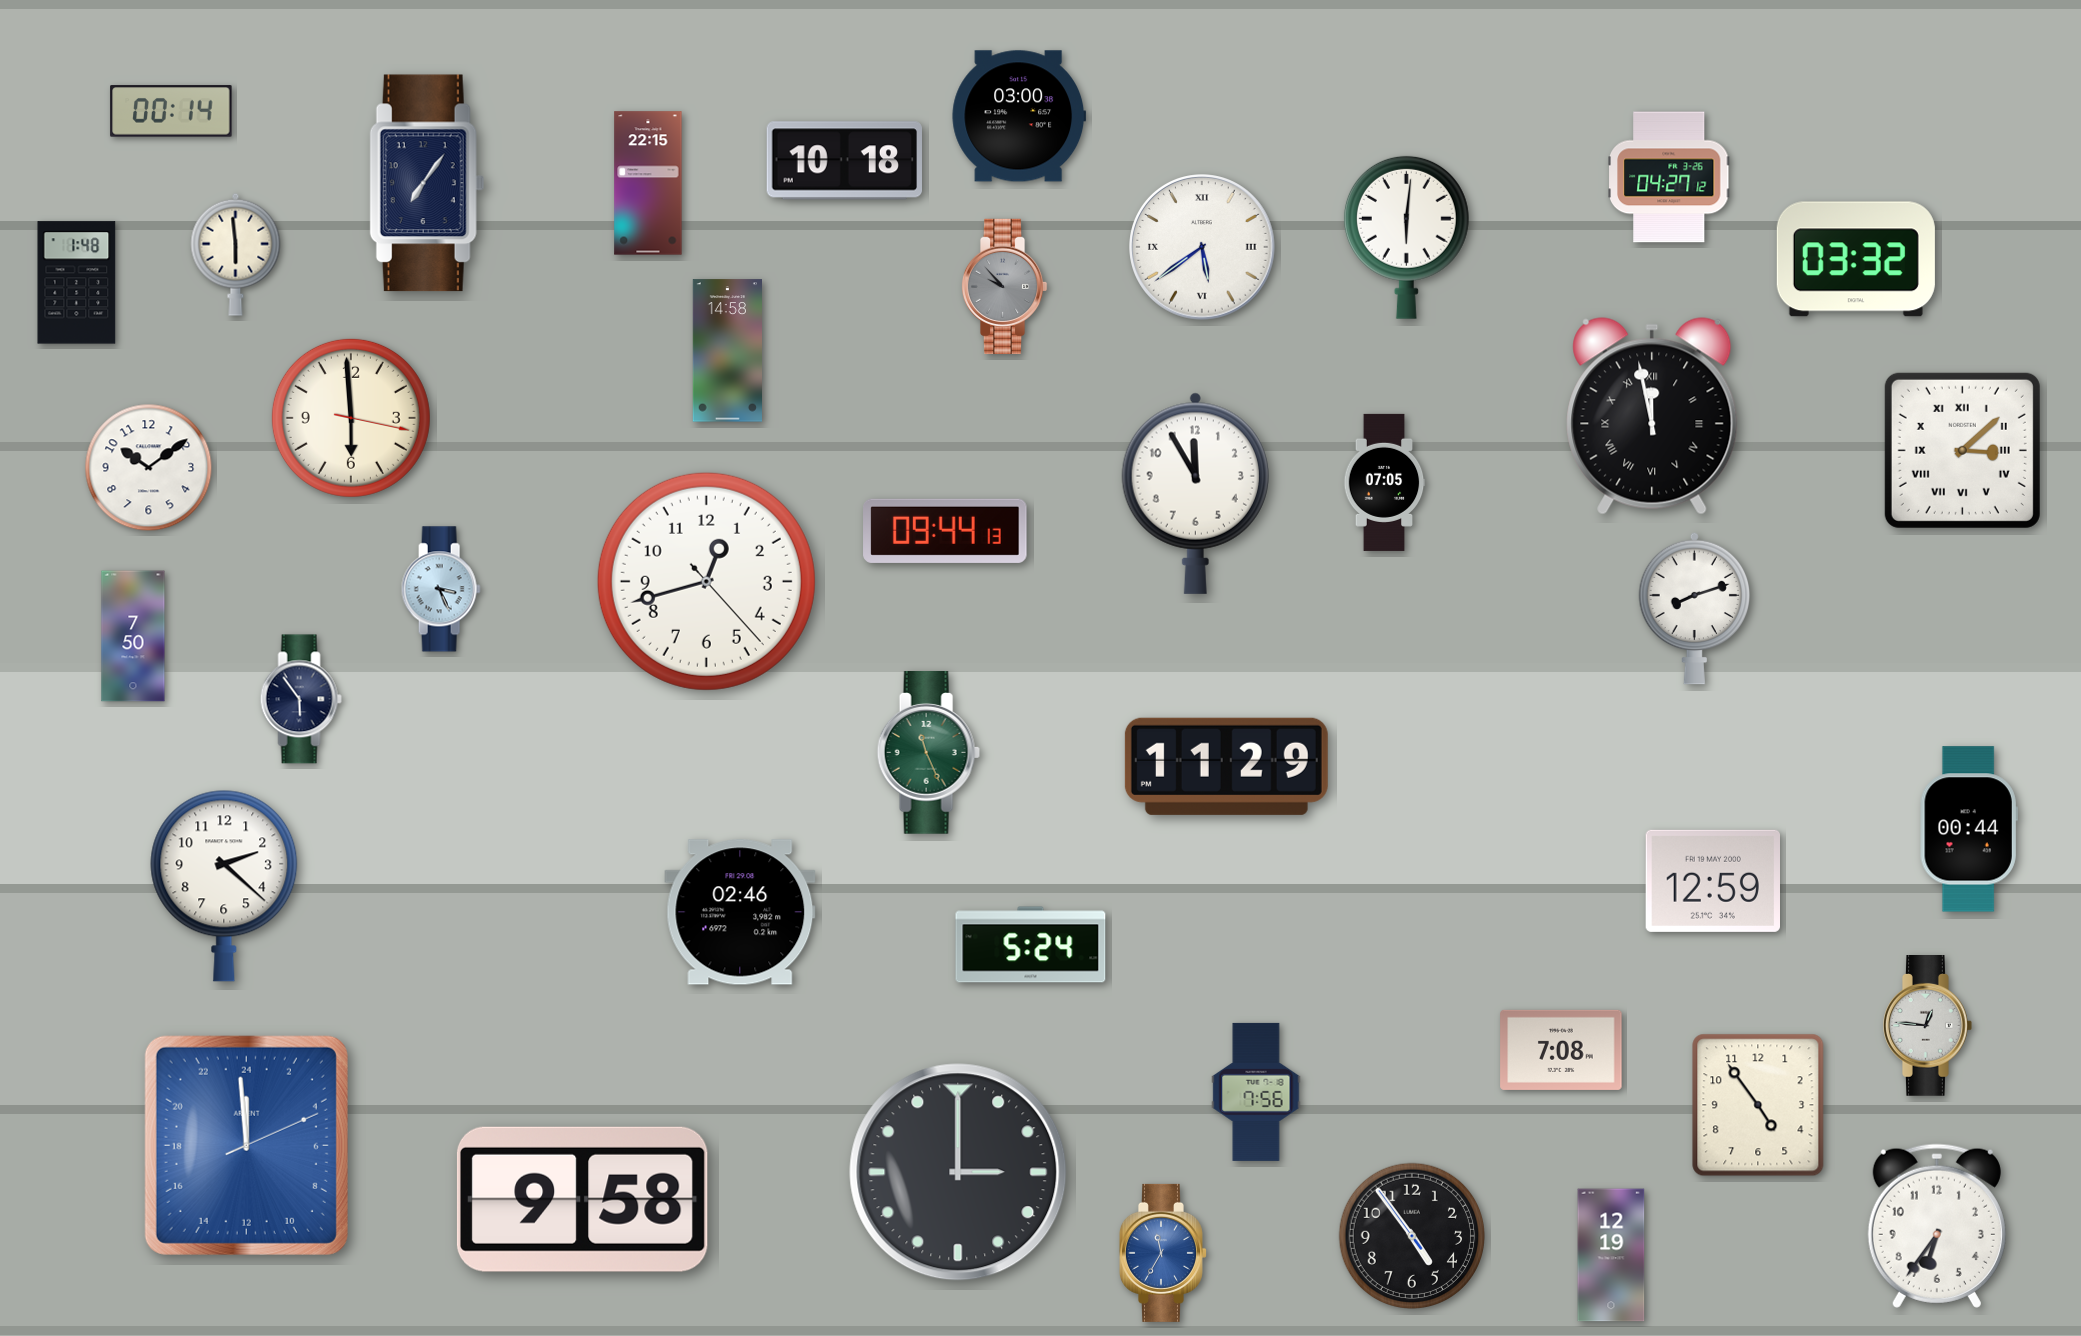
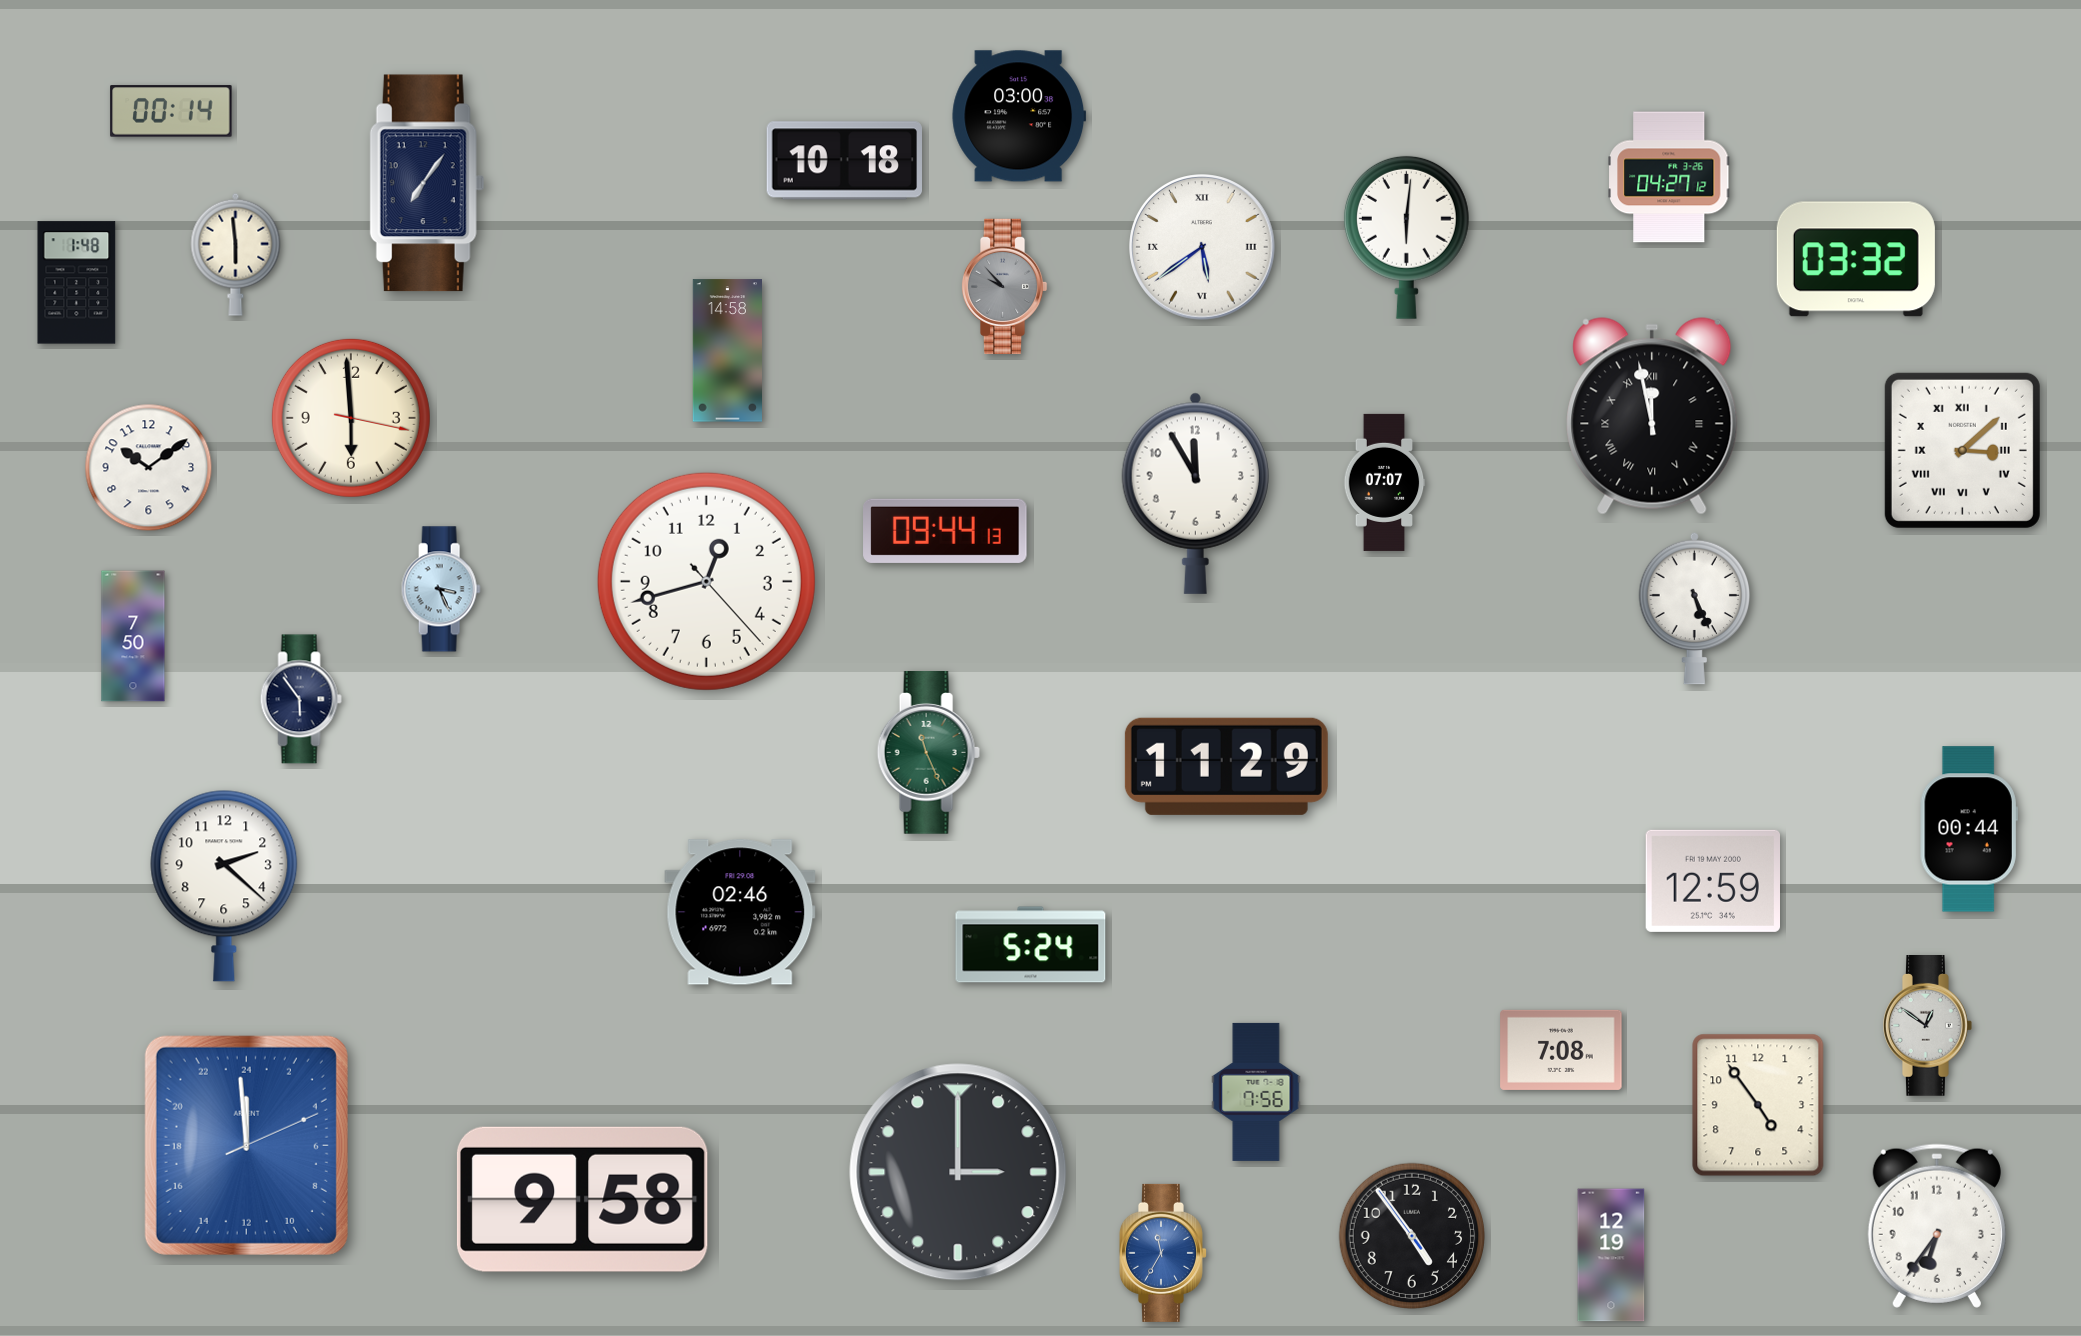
clock at (648, 183): 22:15 -> none
clock at (1384, 482): 07:05 -> 07:07
clock at (1695, 608): 8:12 -> 5:26
clock at (1928, 1026): 12:46 -> 12:51
